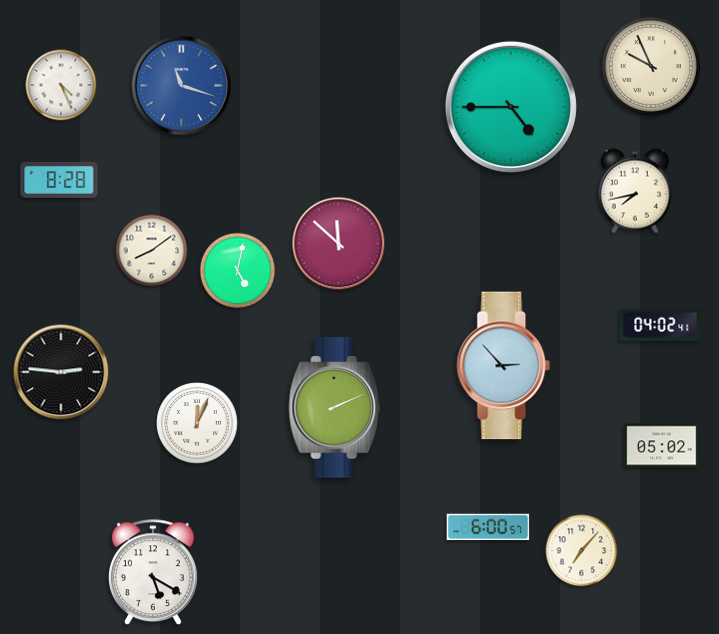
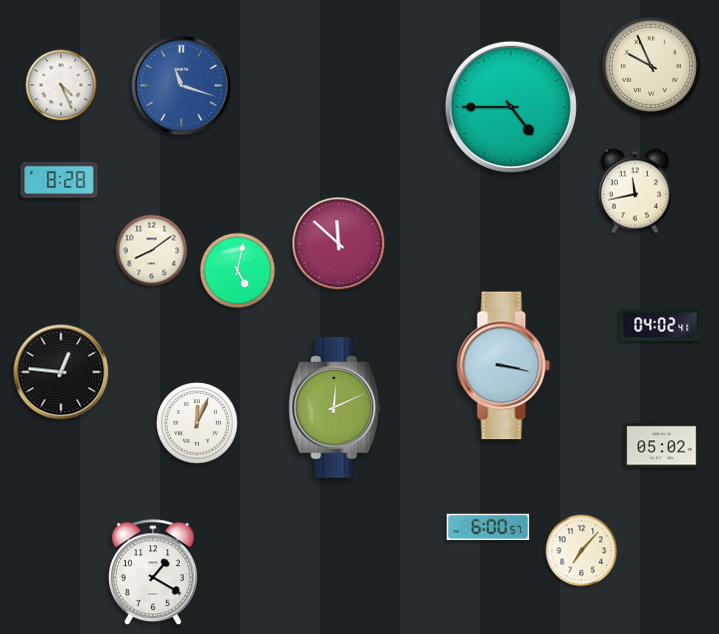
clock at (635, 191): 7:43 -> 11:43
clock at (504, 366): 2:53 -> 3:17
clock at (61, 372): 2:46 -> 12:46
clock at (335, 408): 2:11 -> 12:11
clock at (153, 573): 5:20 -> 1:20
